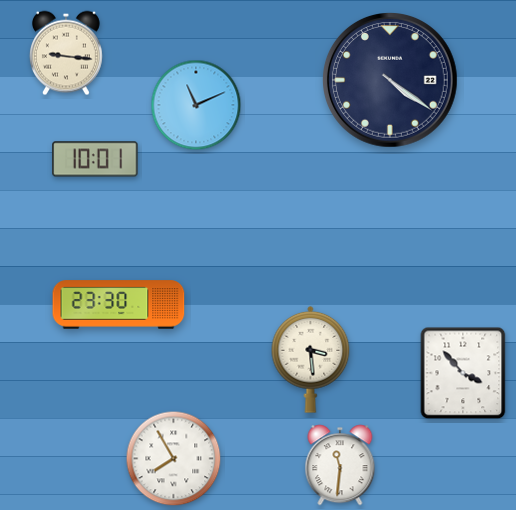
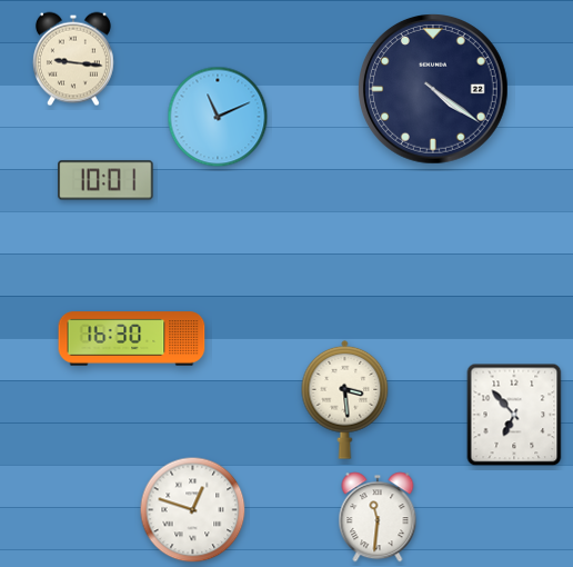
clock at (95, 159) position: (95, 159) -> (105, 180)
clock at (119, 305): 23:30 -> 16:30
clock at (463, 373): 3:53 -> 6:53
clock at (174, 459): 7:55 -> 12:48
